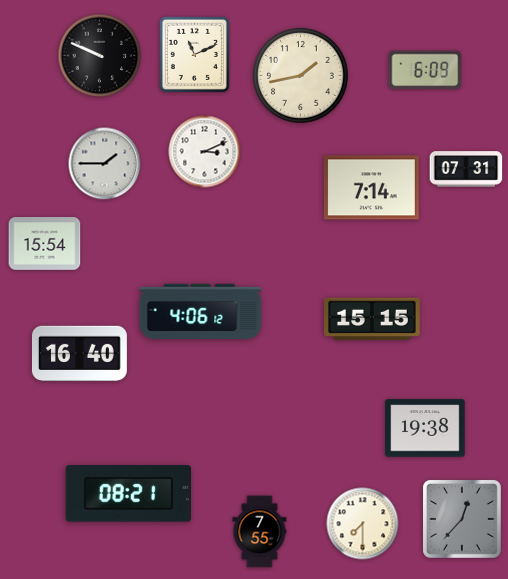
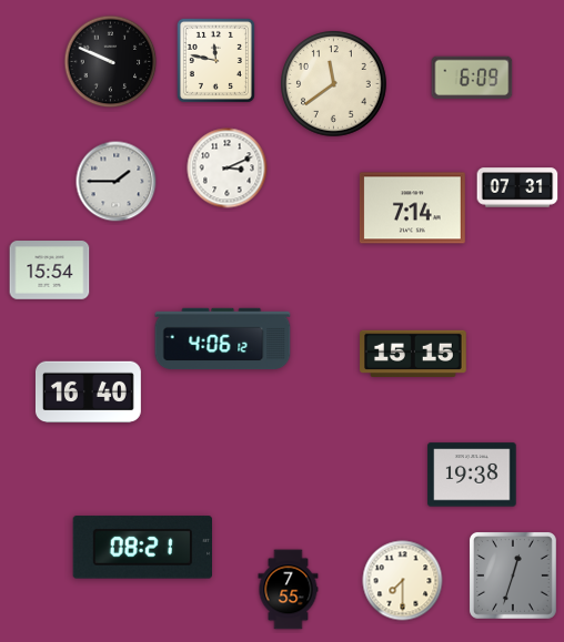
clock at (194, 54): 11:11 -> 11:47
clock at (301, 76): 1:43 -> 11:39
clock at (201, 312) position: (201, 312) -> (223, 339)
clock at (462, 519): 12:37 -> 12:33
